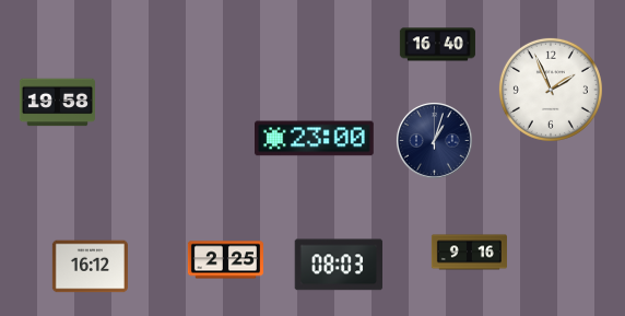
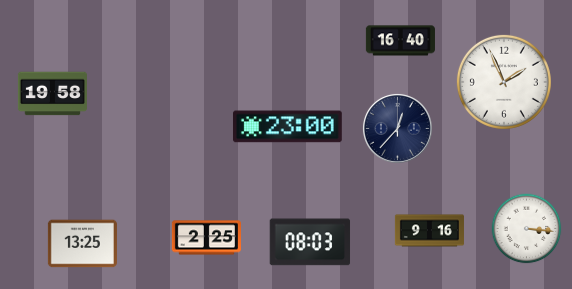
clock at (434, 140): 1:03 -> 12:37
clock at (527, 229): none -> 3:16
clock at (90, 267): 16:12 -> 13:25
